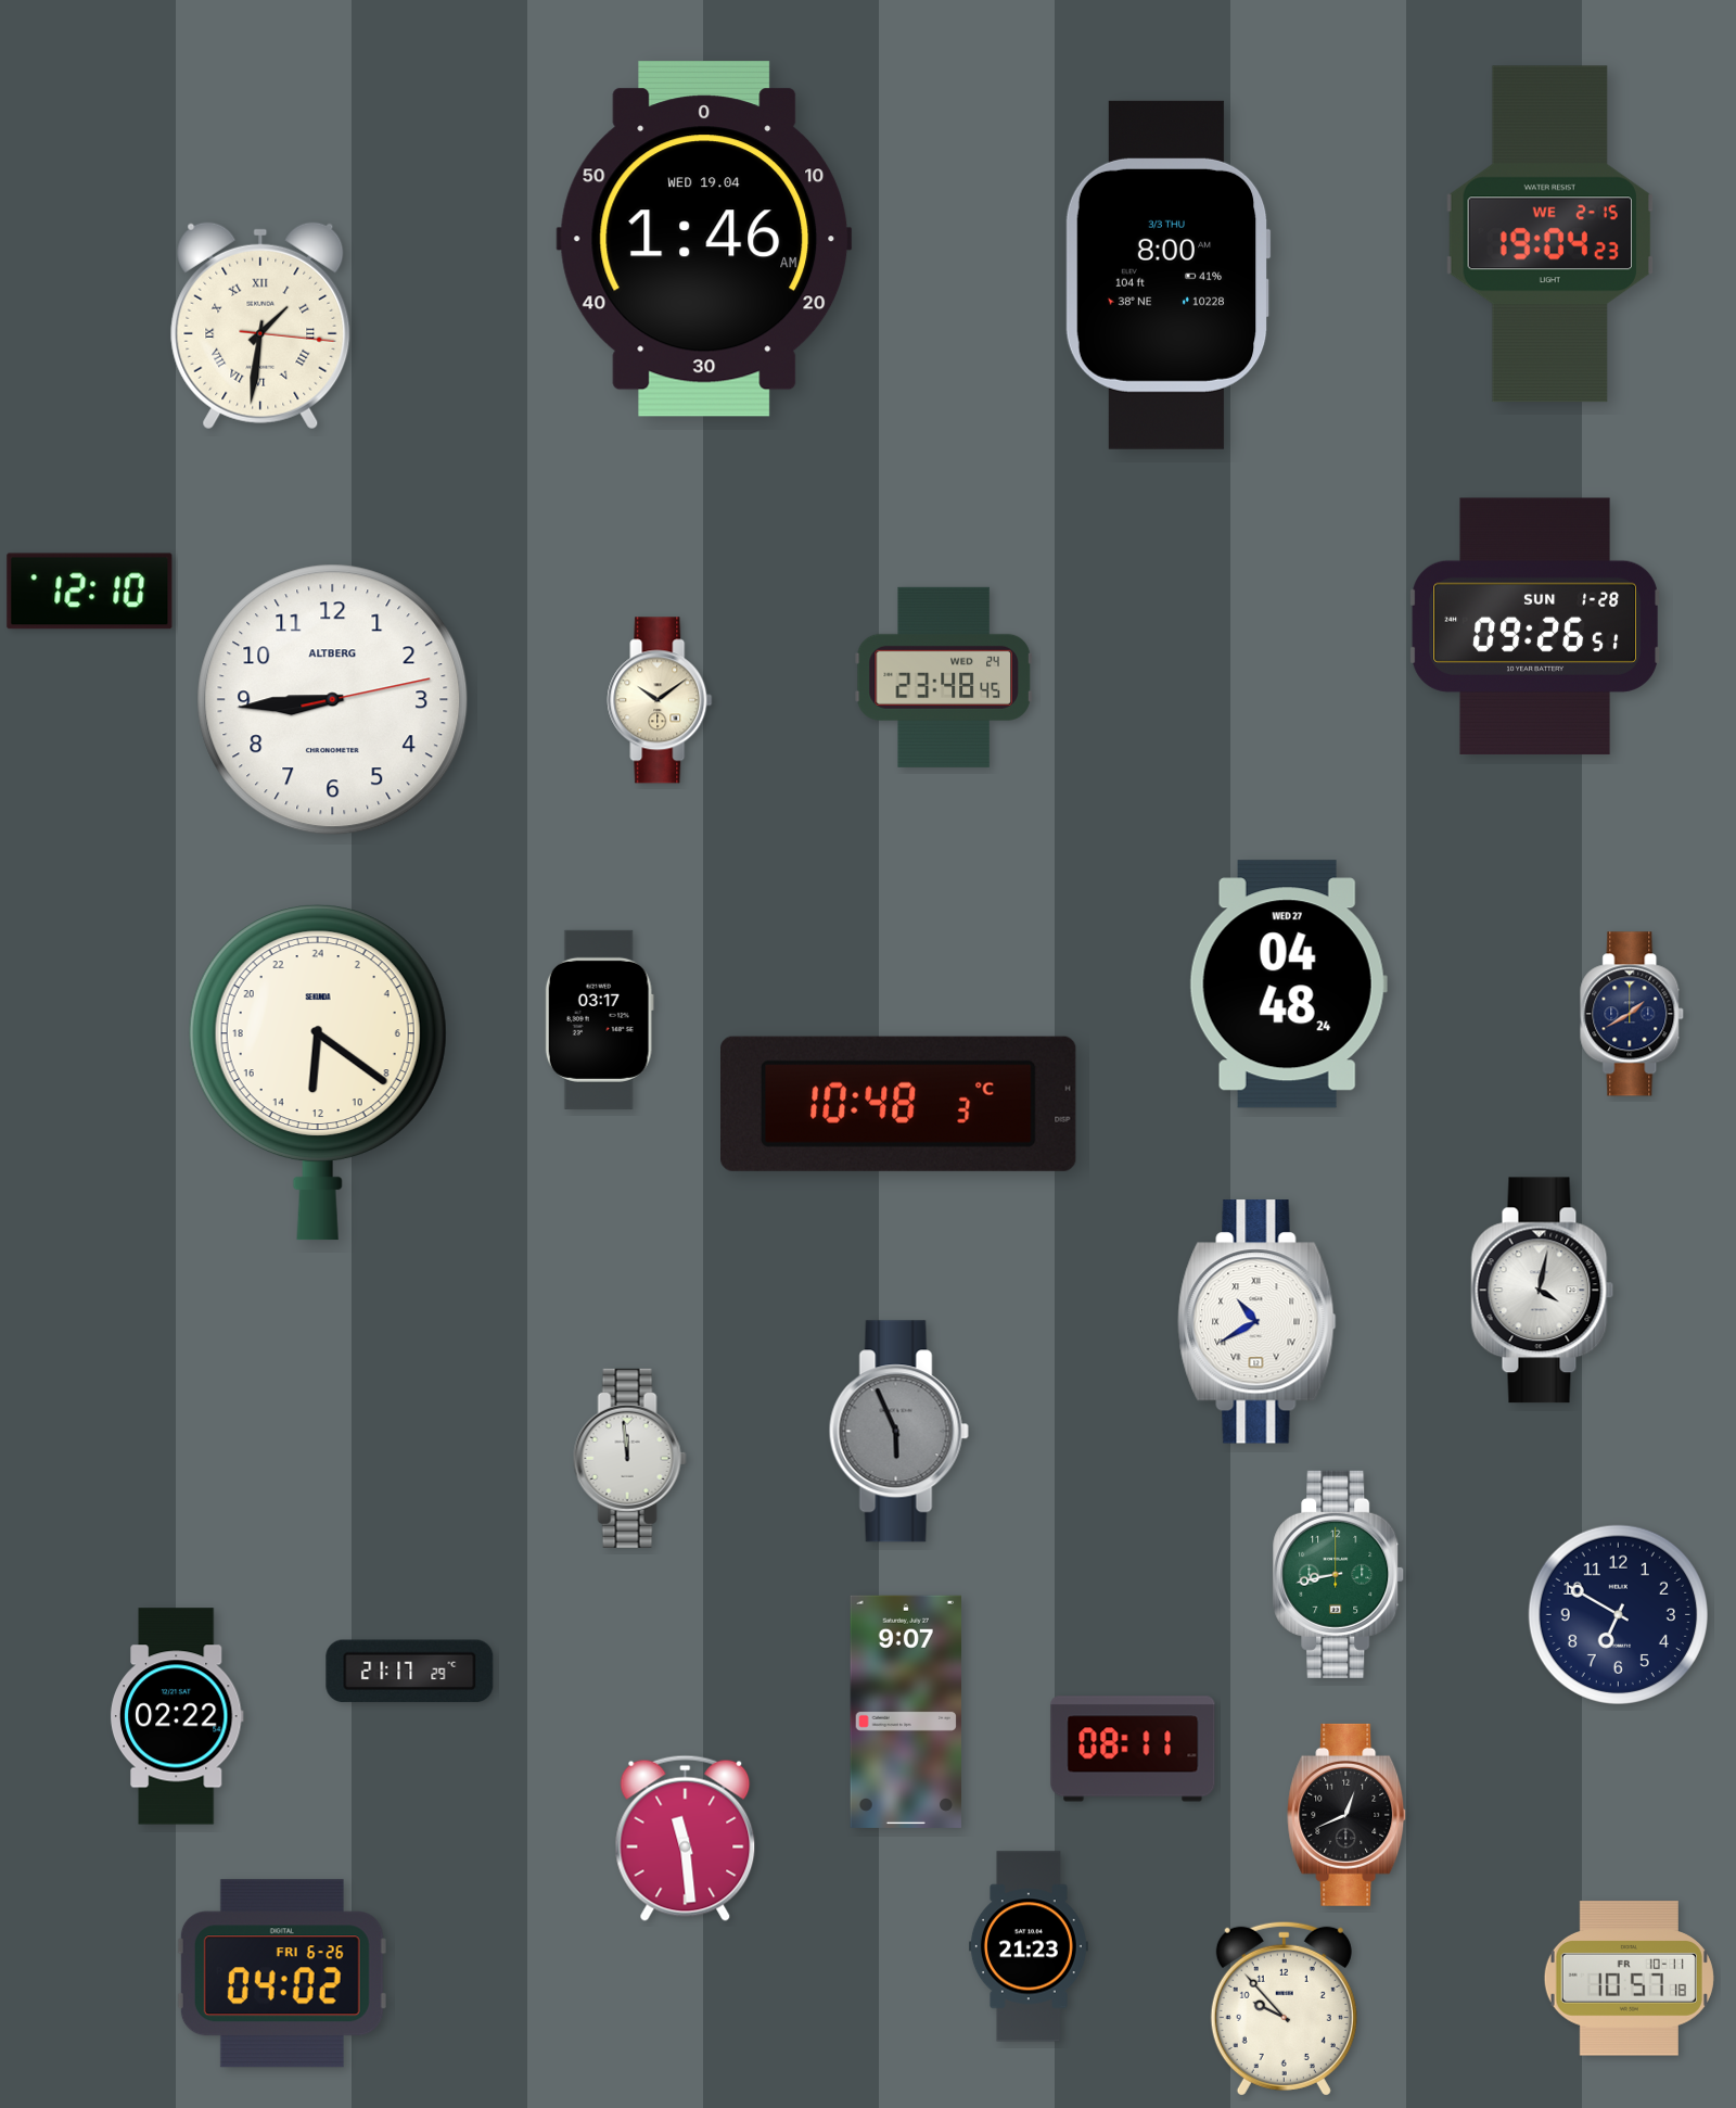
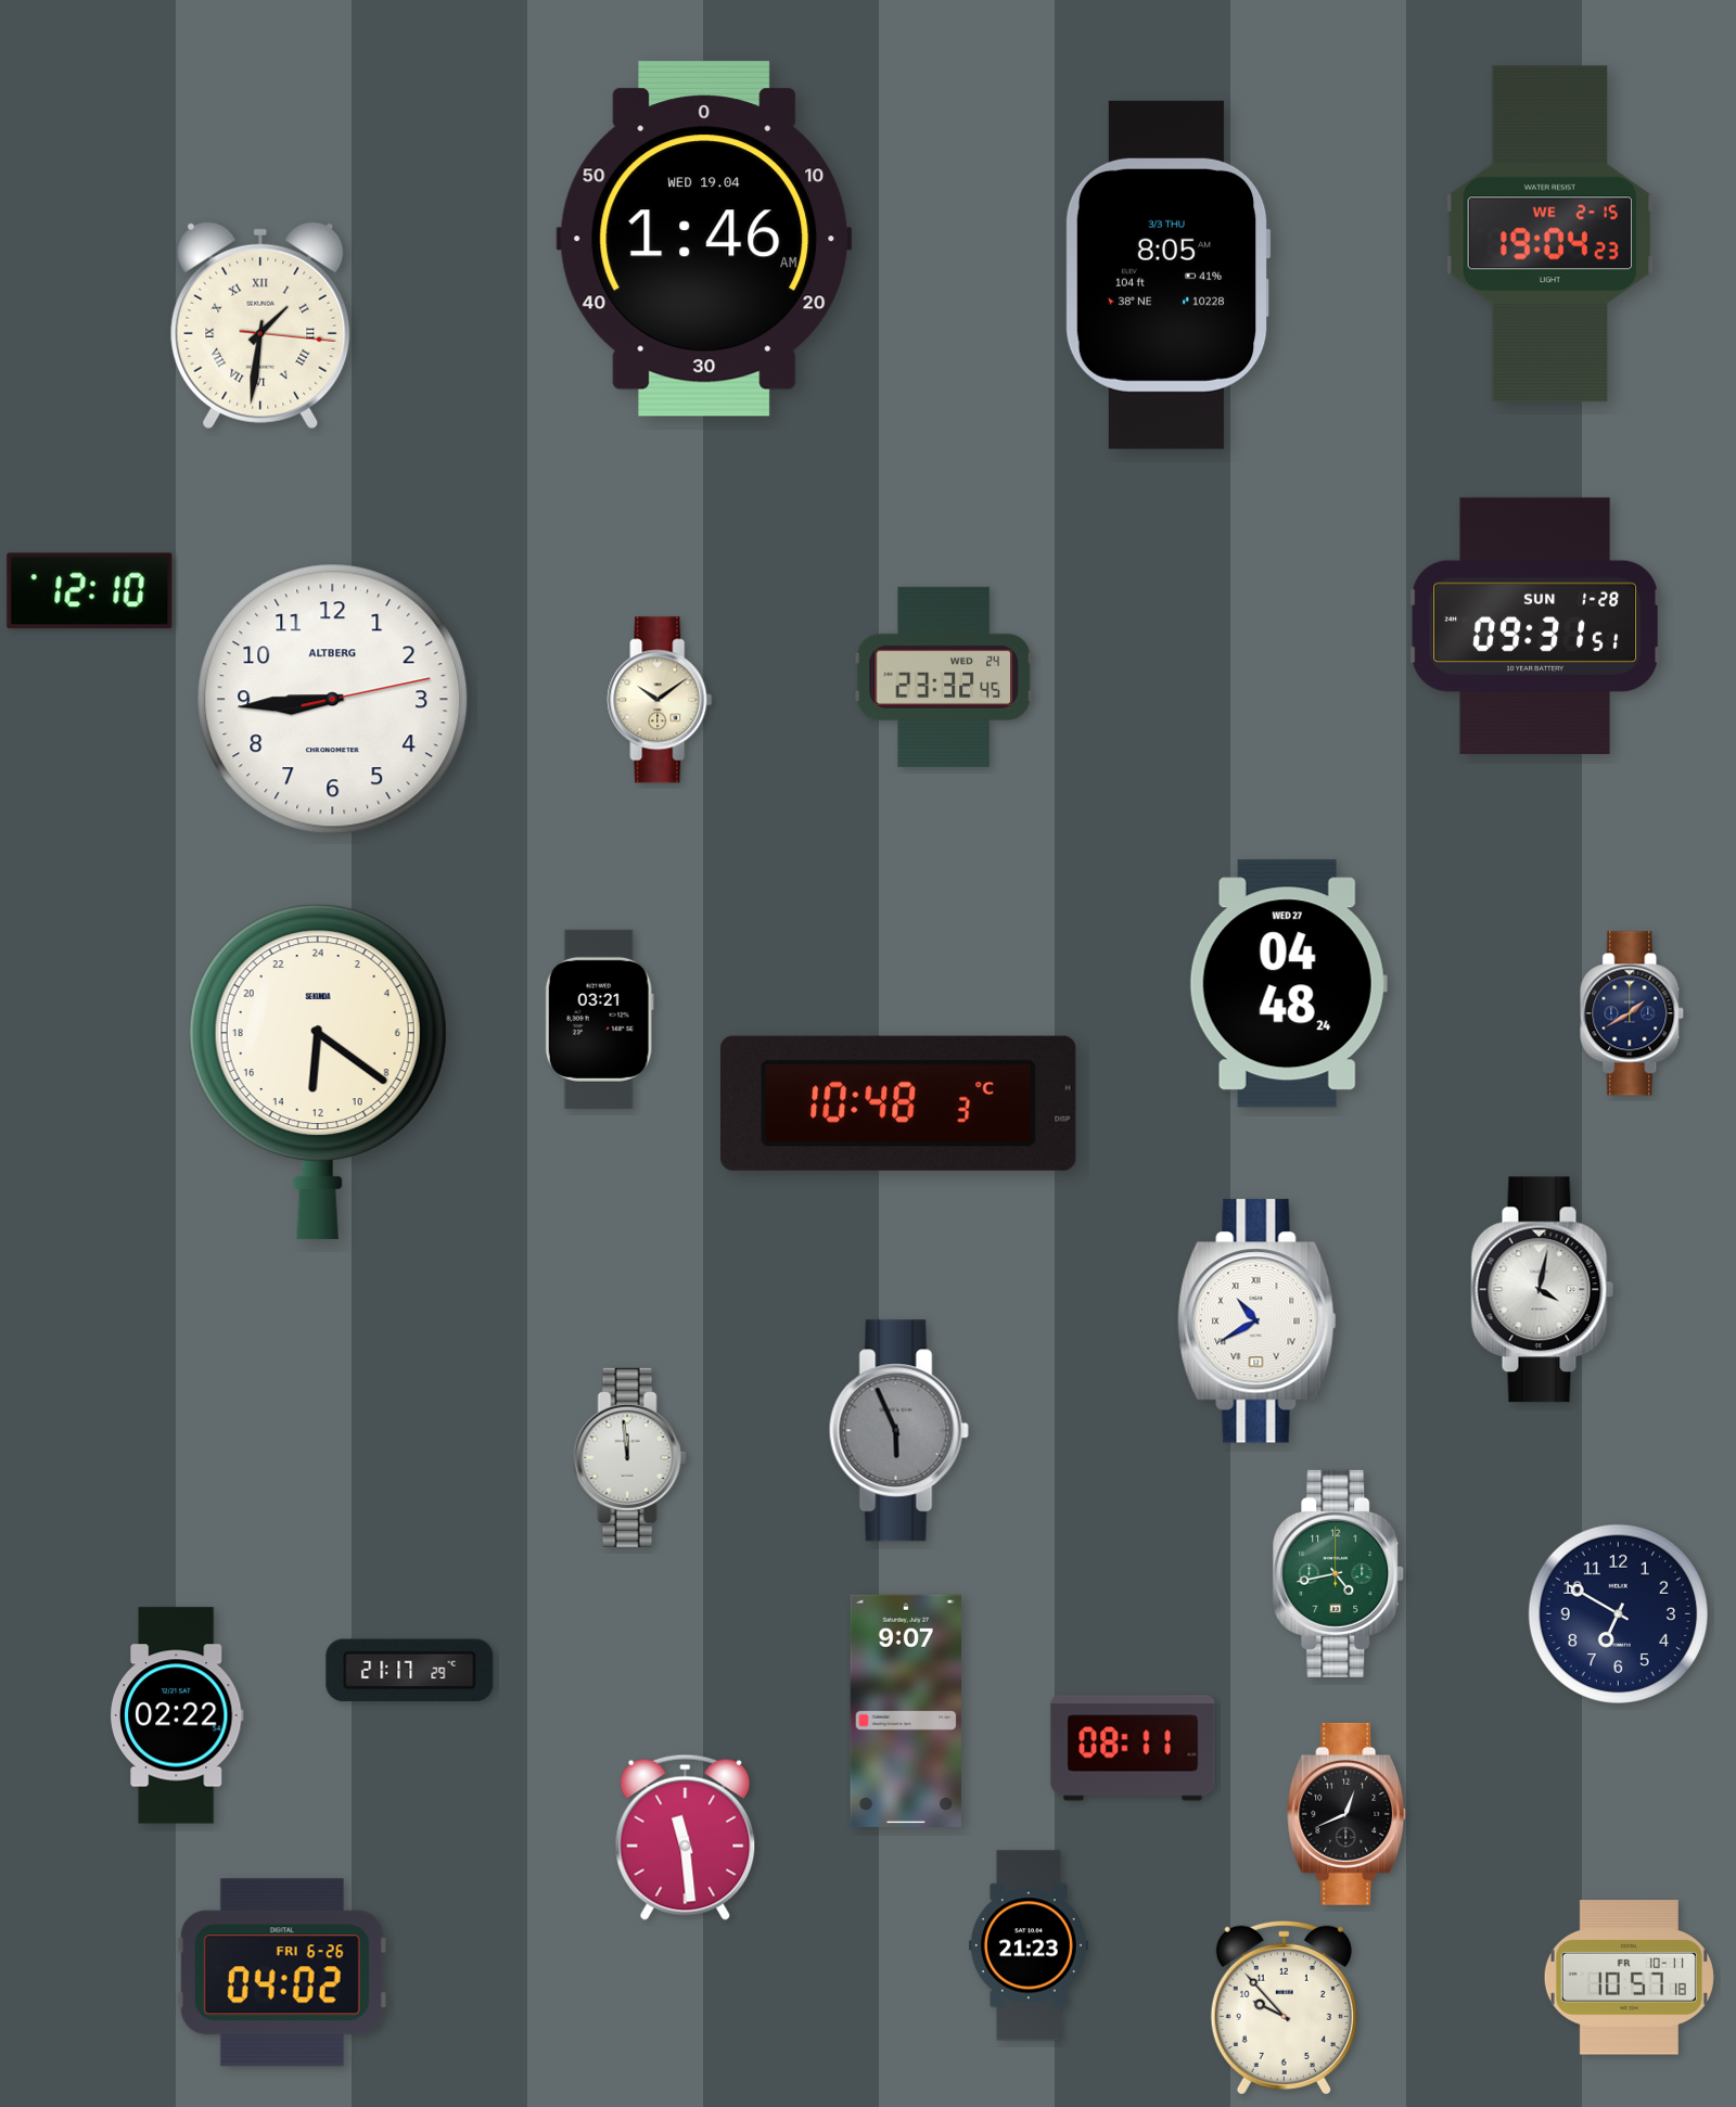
clock at (1167, 275): 8:00 -> 8:05
clock at (1535, 626): 09:26 -> 09:31
clock at (944, 677): 23:48 -> 23:32
clock at (599, 1019): 03:17 -> 03:21
clock at (1339, 1574): 8:43 -> 4:43
